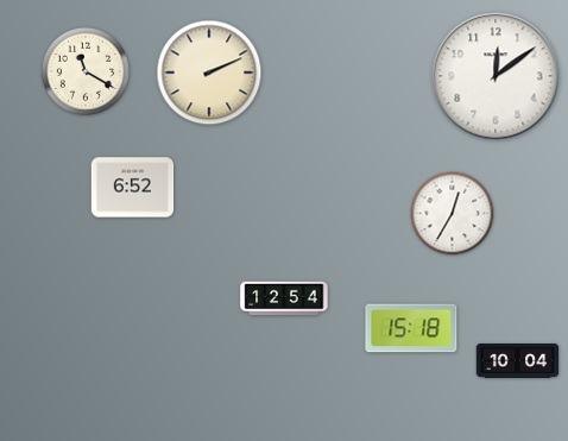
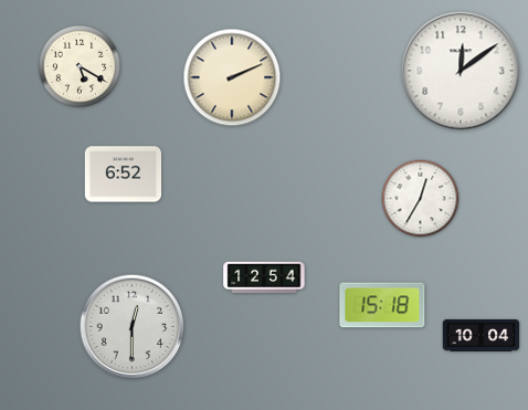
clock at (84, 70): 11:20 -> 5:20
clock at (209, 73) position: (209, 73) -> (232, 77)
clock at (133, 327): none -> 12:30
